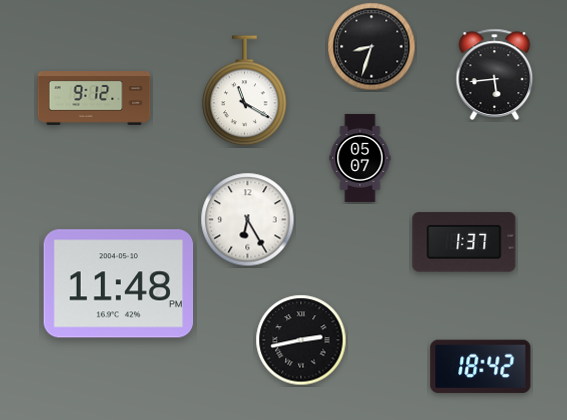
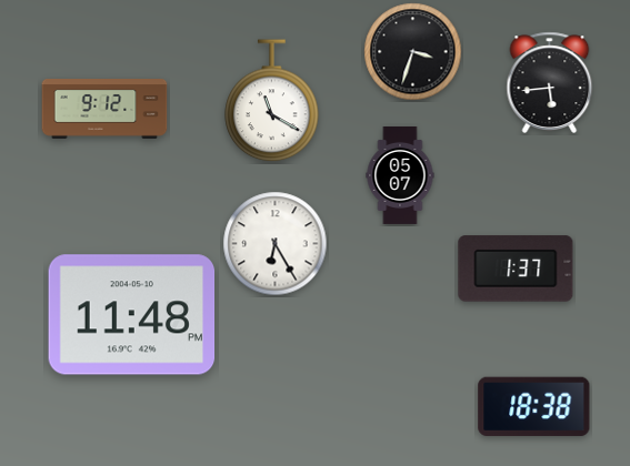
clock at (372, 47): 8:33 -> 3:33
clock at (301, 340): 2:43 -> none
clock at (481, 366): 18:42 -> 18:38
